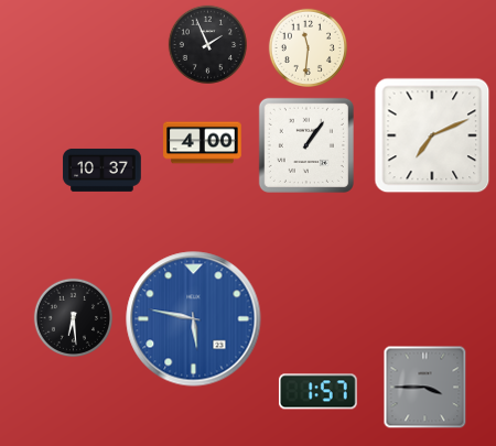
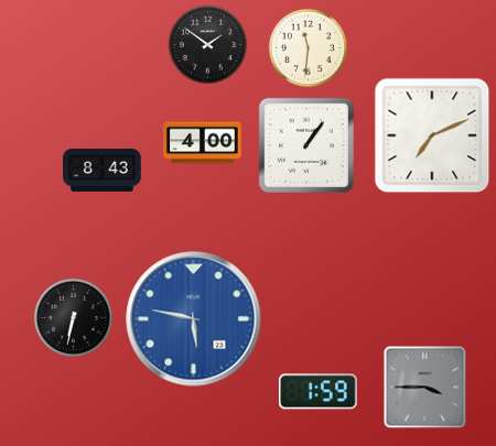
clock at (207, 44): 1:56 -> 1:51
clock at (103, 170): 10:37 -> 8:43
clock at (73, 317): 6:29 -> 6:32
clock at (319, 392): 1:57 -> 1:59
